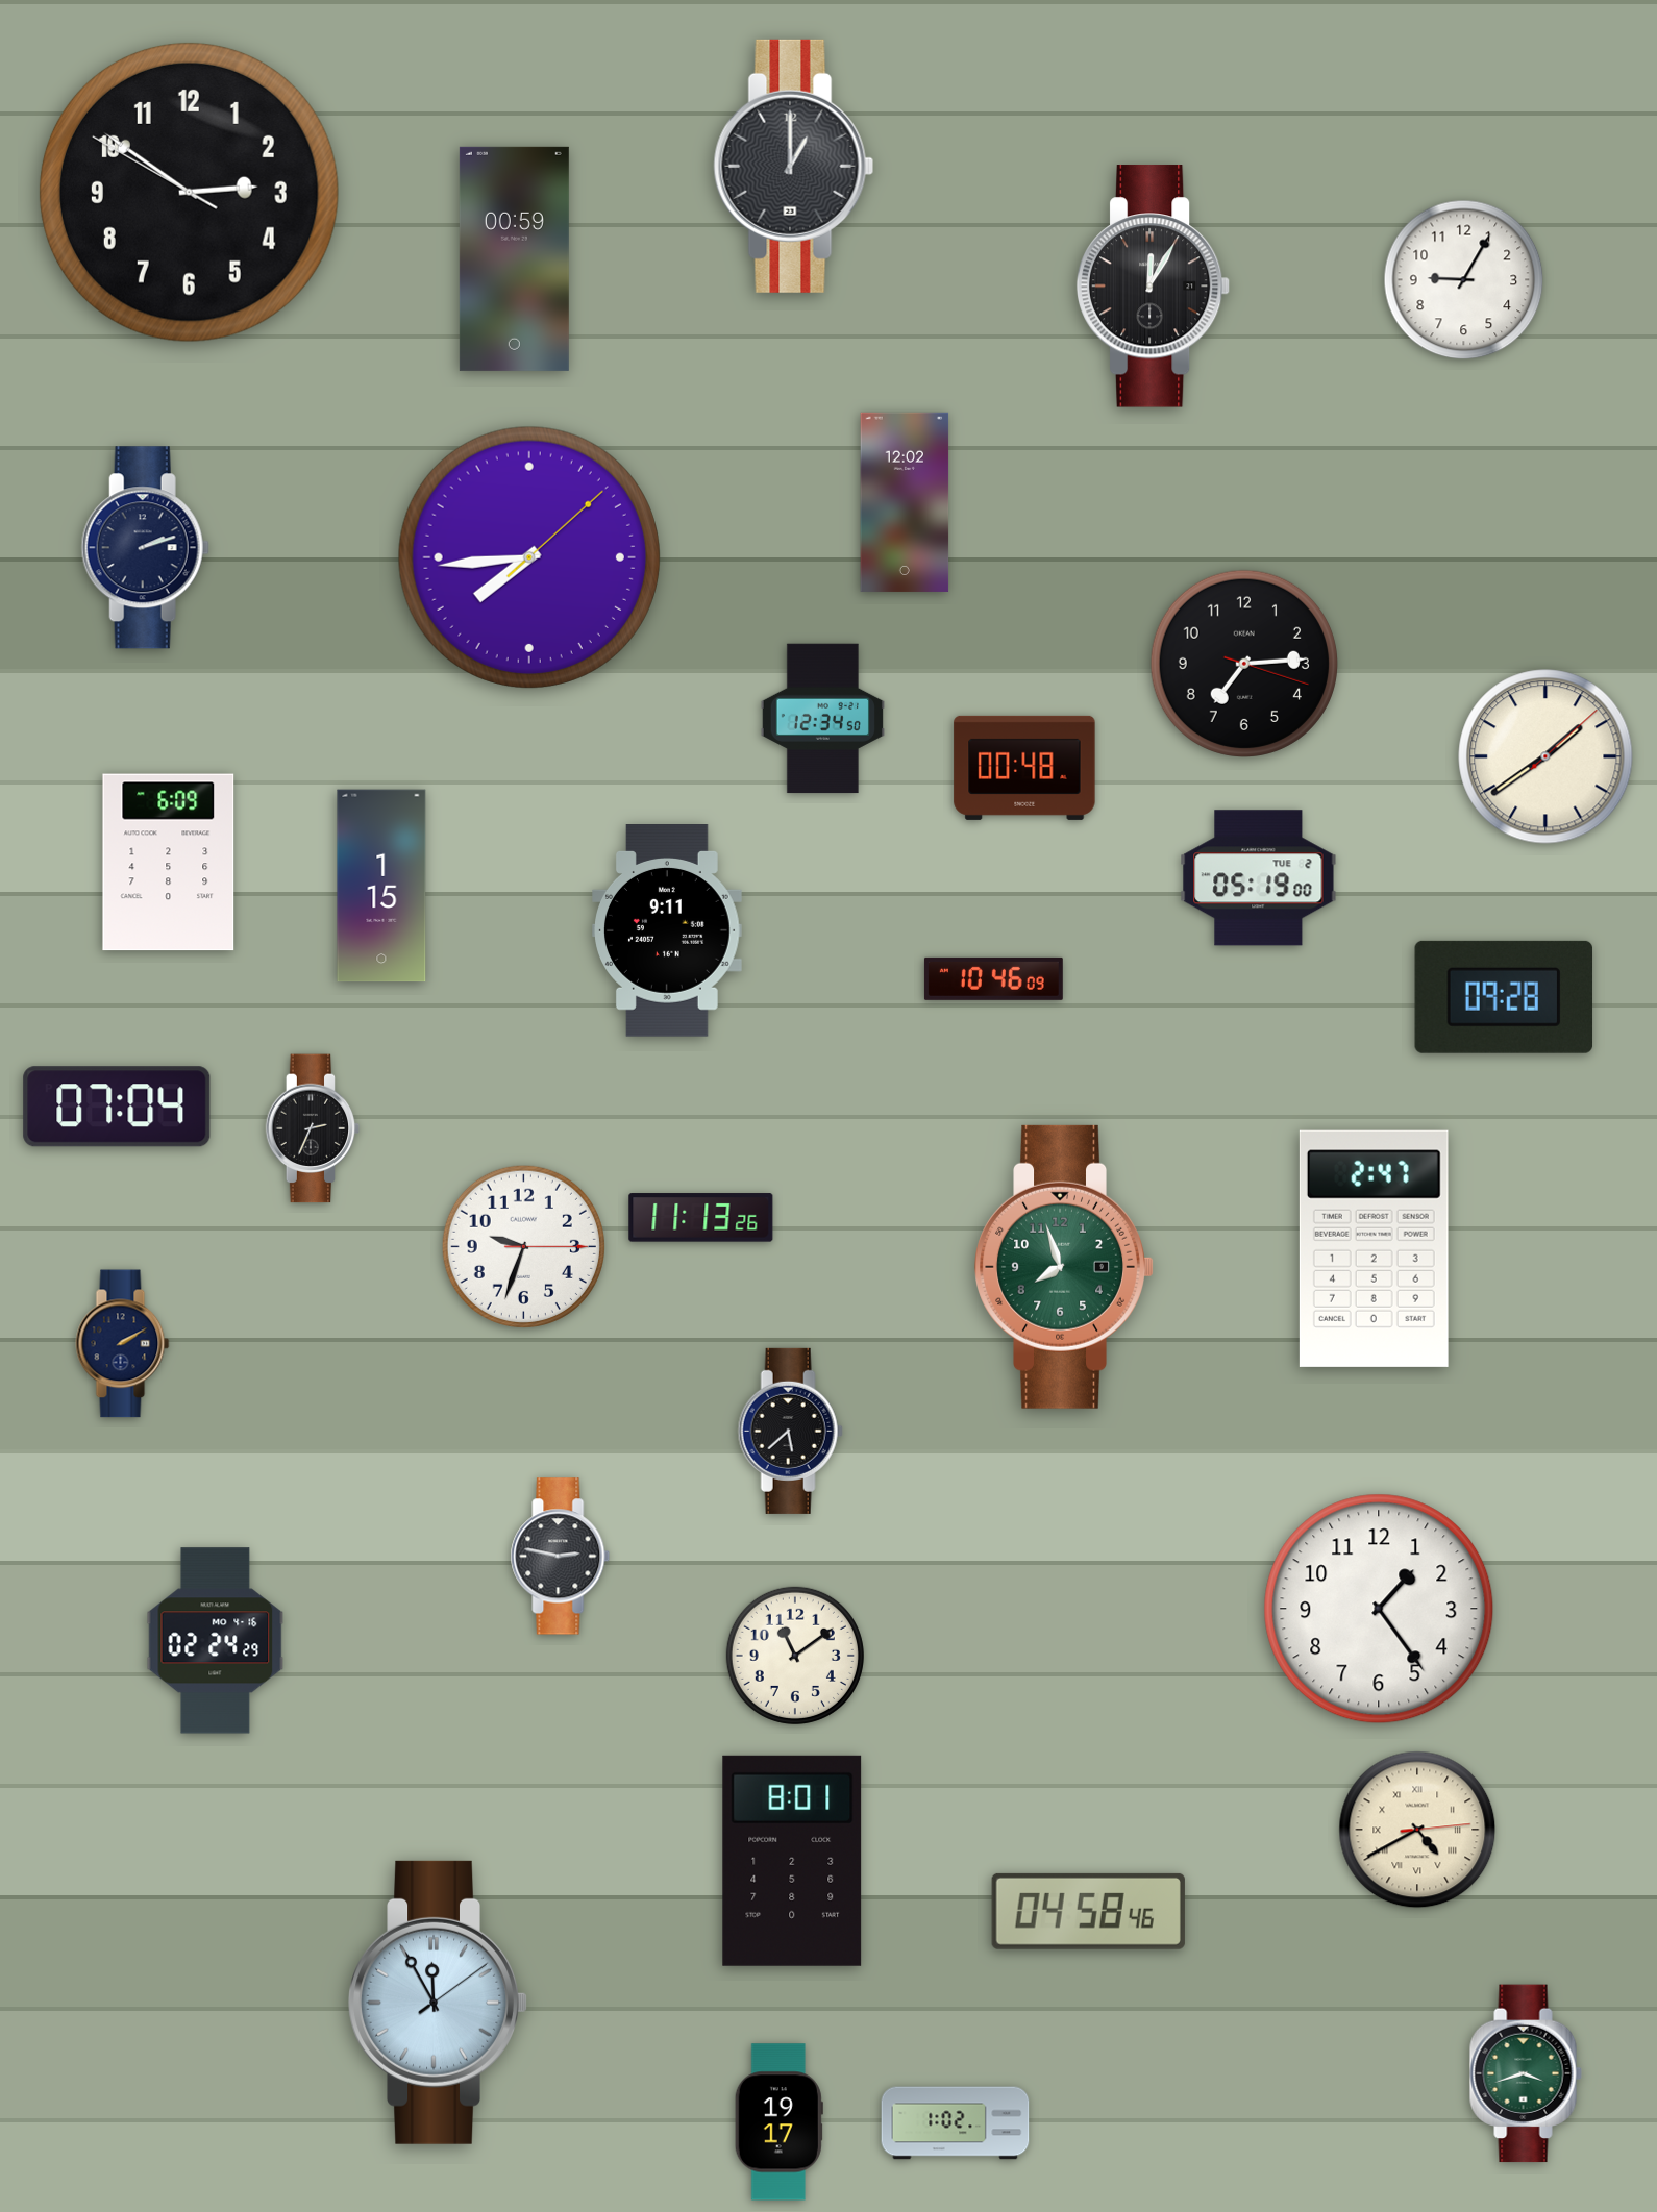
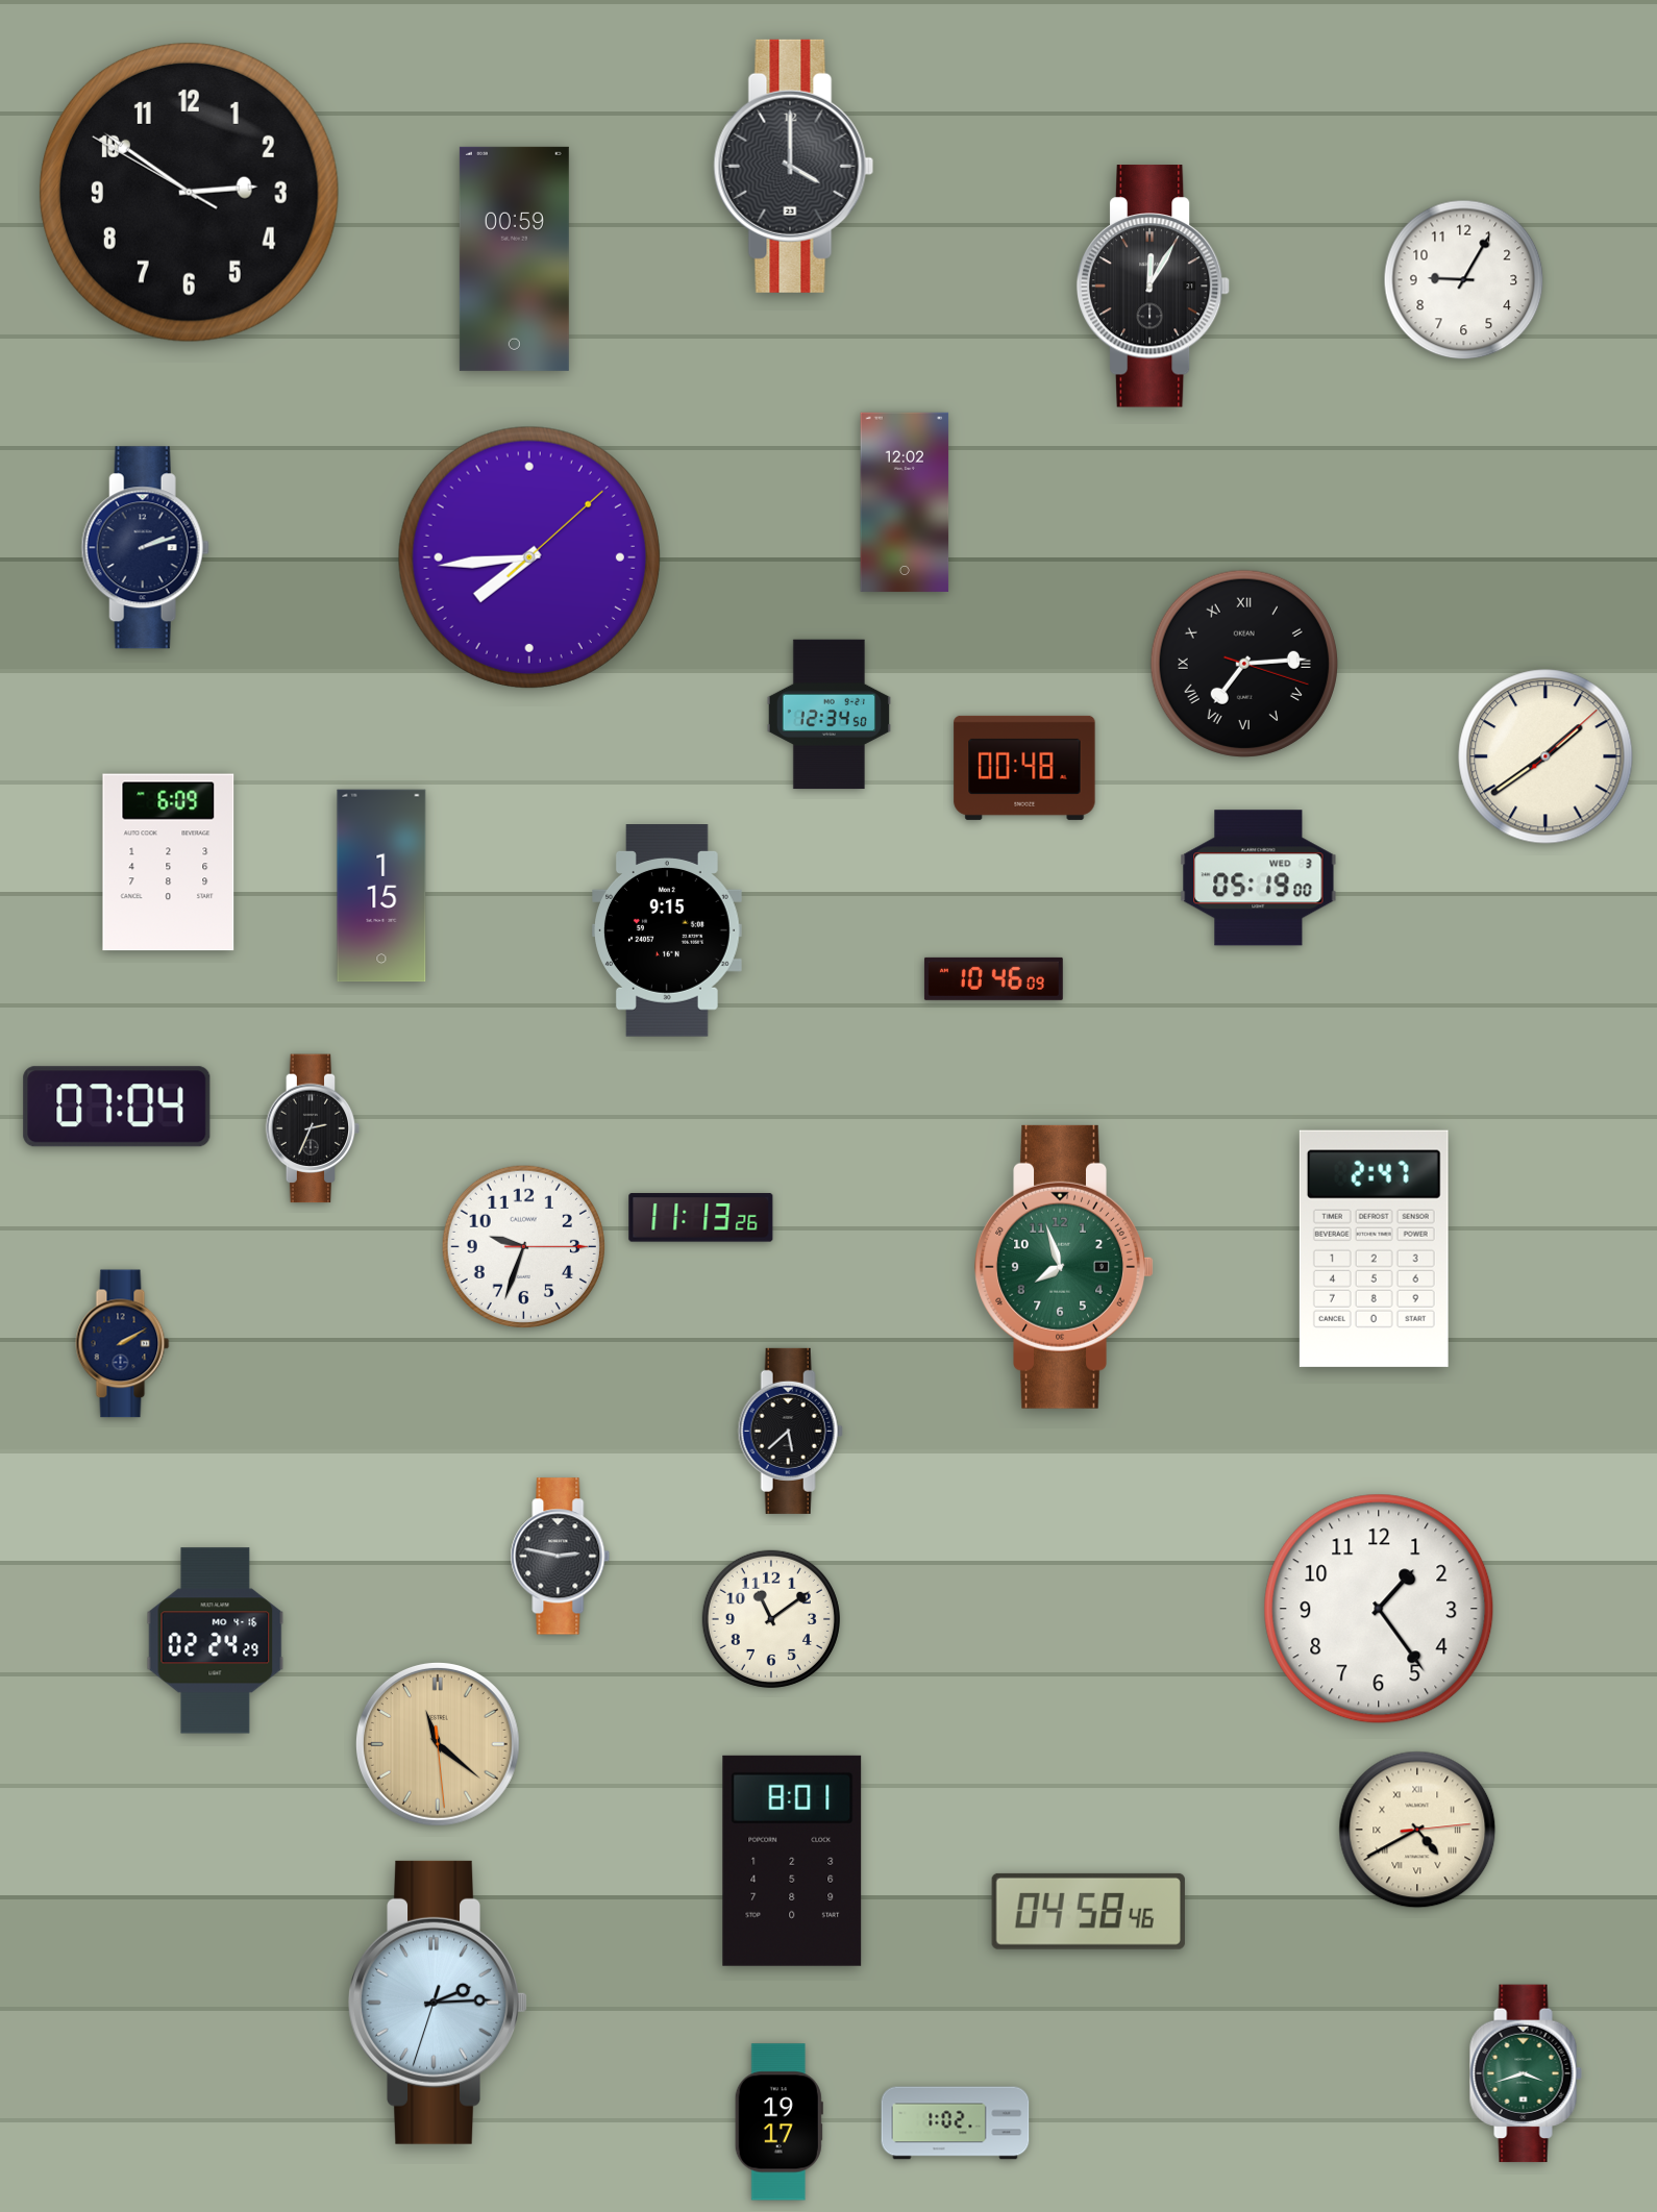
clock at (794, 166): 1:00 -> 4:00
clock at (1244, 664) numerals: Arabic -> Roman
clock at (822, 719) position: (822, 719) -> (829, 715)
clock at (1259, 878) date: TUE 2 -> WED 3
clock at (668, 930): 9:11 -> 9:15
clock at (1503, 997): 09:28 -> none
clock at (795, 1656) position: (795, 1656) -> (771, 1619)
clock at (438, 1744): none -> 11:21
clock at (438, 2003): 11:55 -> 2:14
